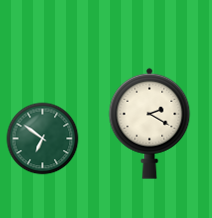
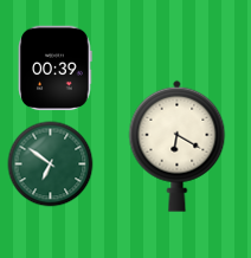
clock at (56, 69): none -> 00:39
clock at (150, 123): 2:20 -> 6:20
